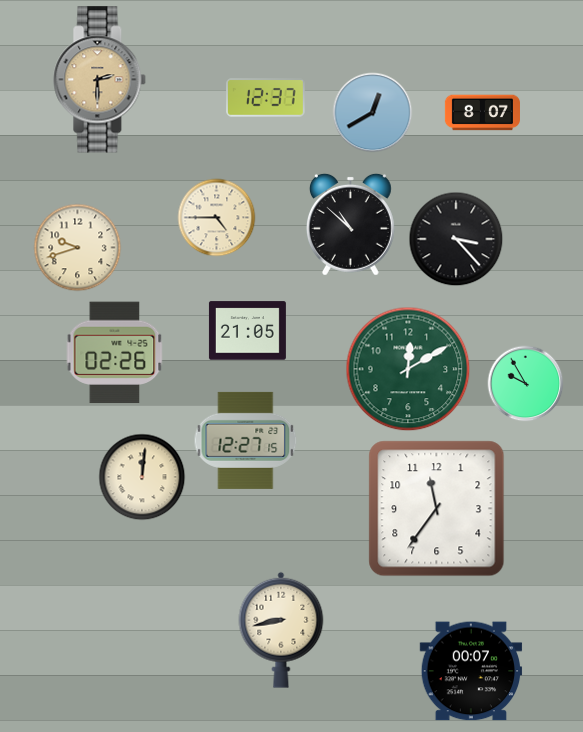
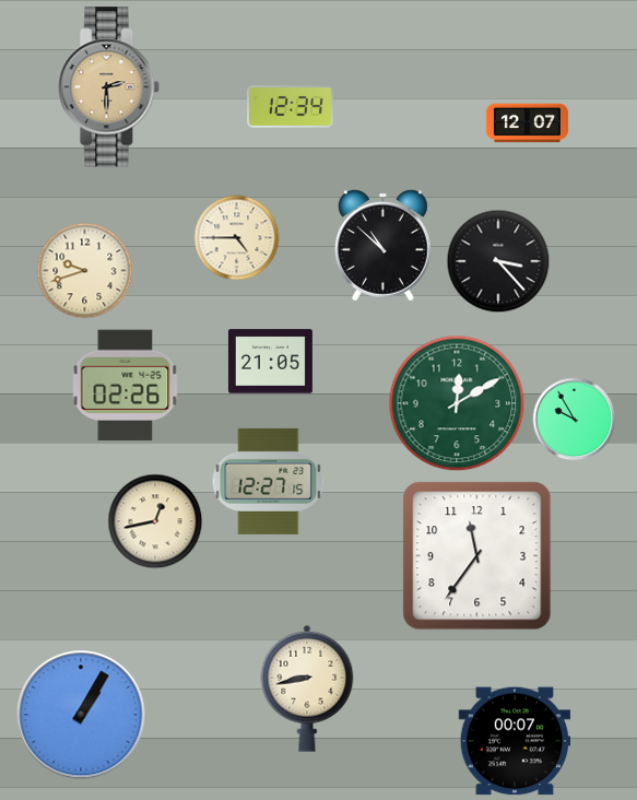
clock at (266, 98): 12:37 -> 12:34
clock at (373, 113): 12:40 -> none
clock at (482, 113): 8:07 -> 12:07
clock at (408, 369) position: (408, 369) -> (457, 403)
clock at (142, 477): 12:01 -> 12:43
clock at (81, 715): none -> 1:05
clock at (471, 671) position: (471, 671) -> (515, 741)
